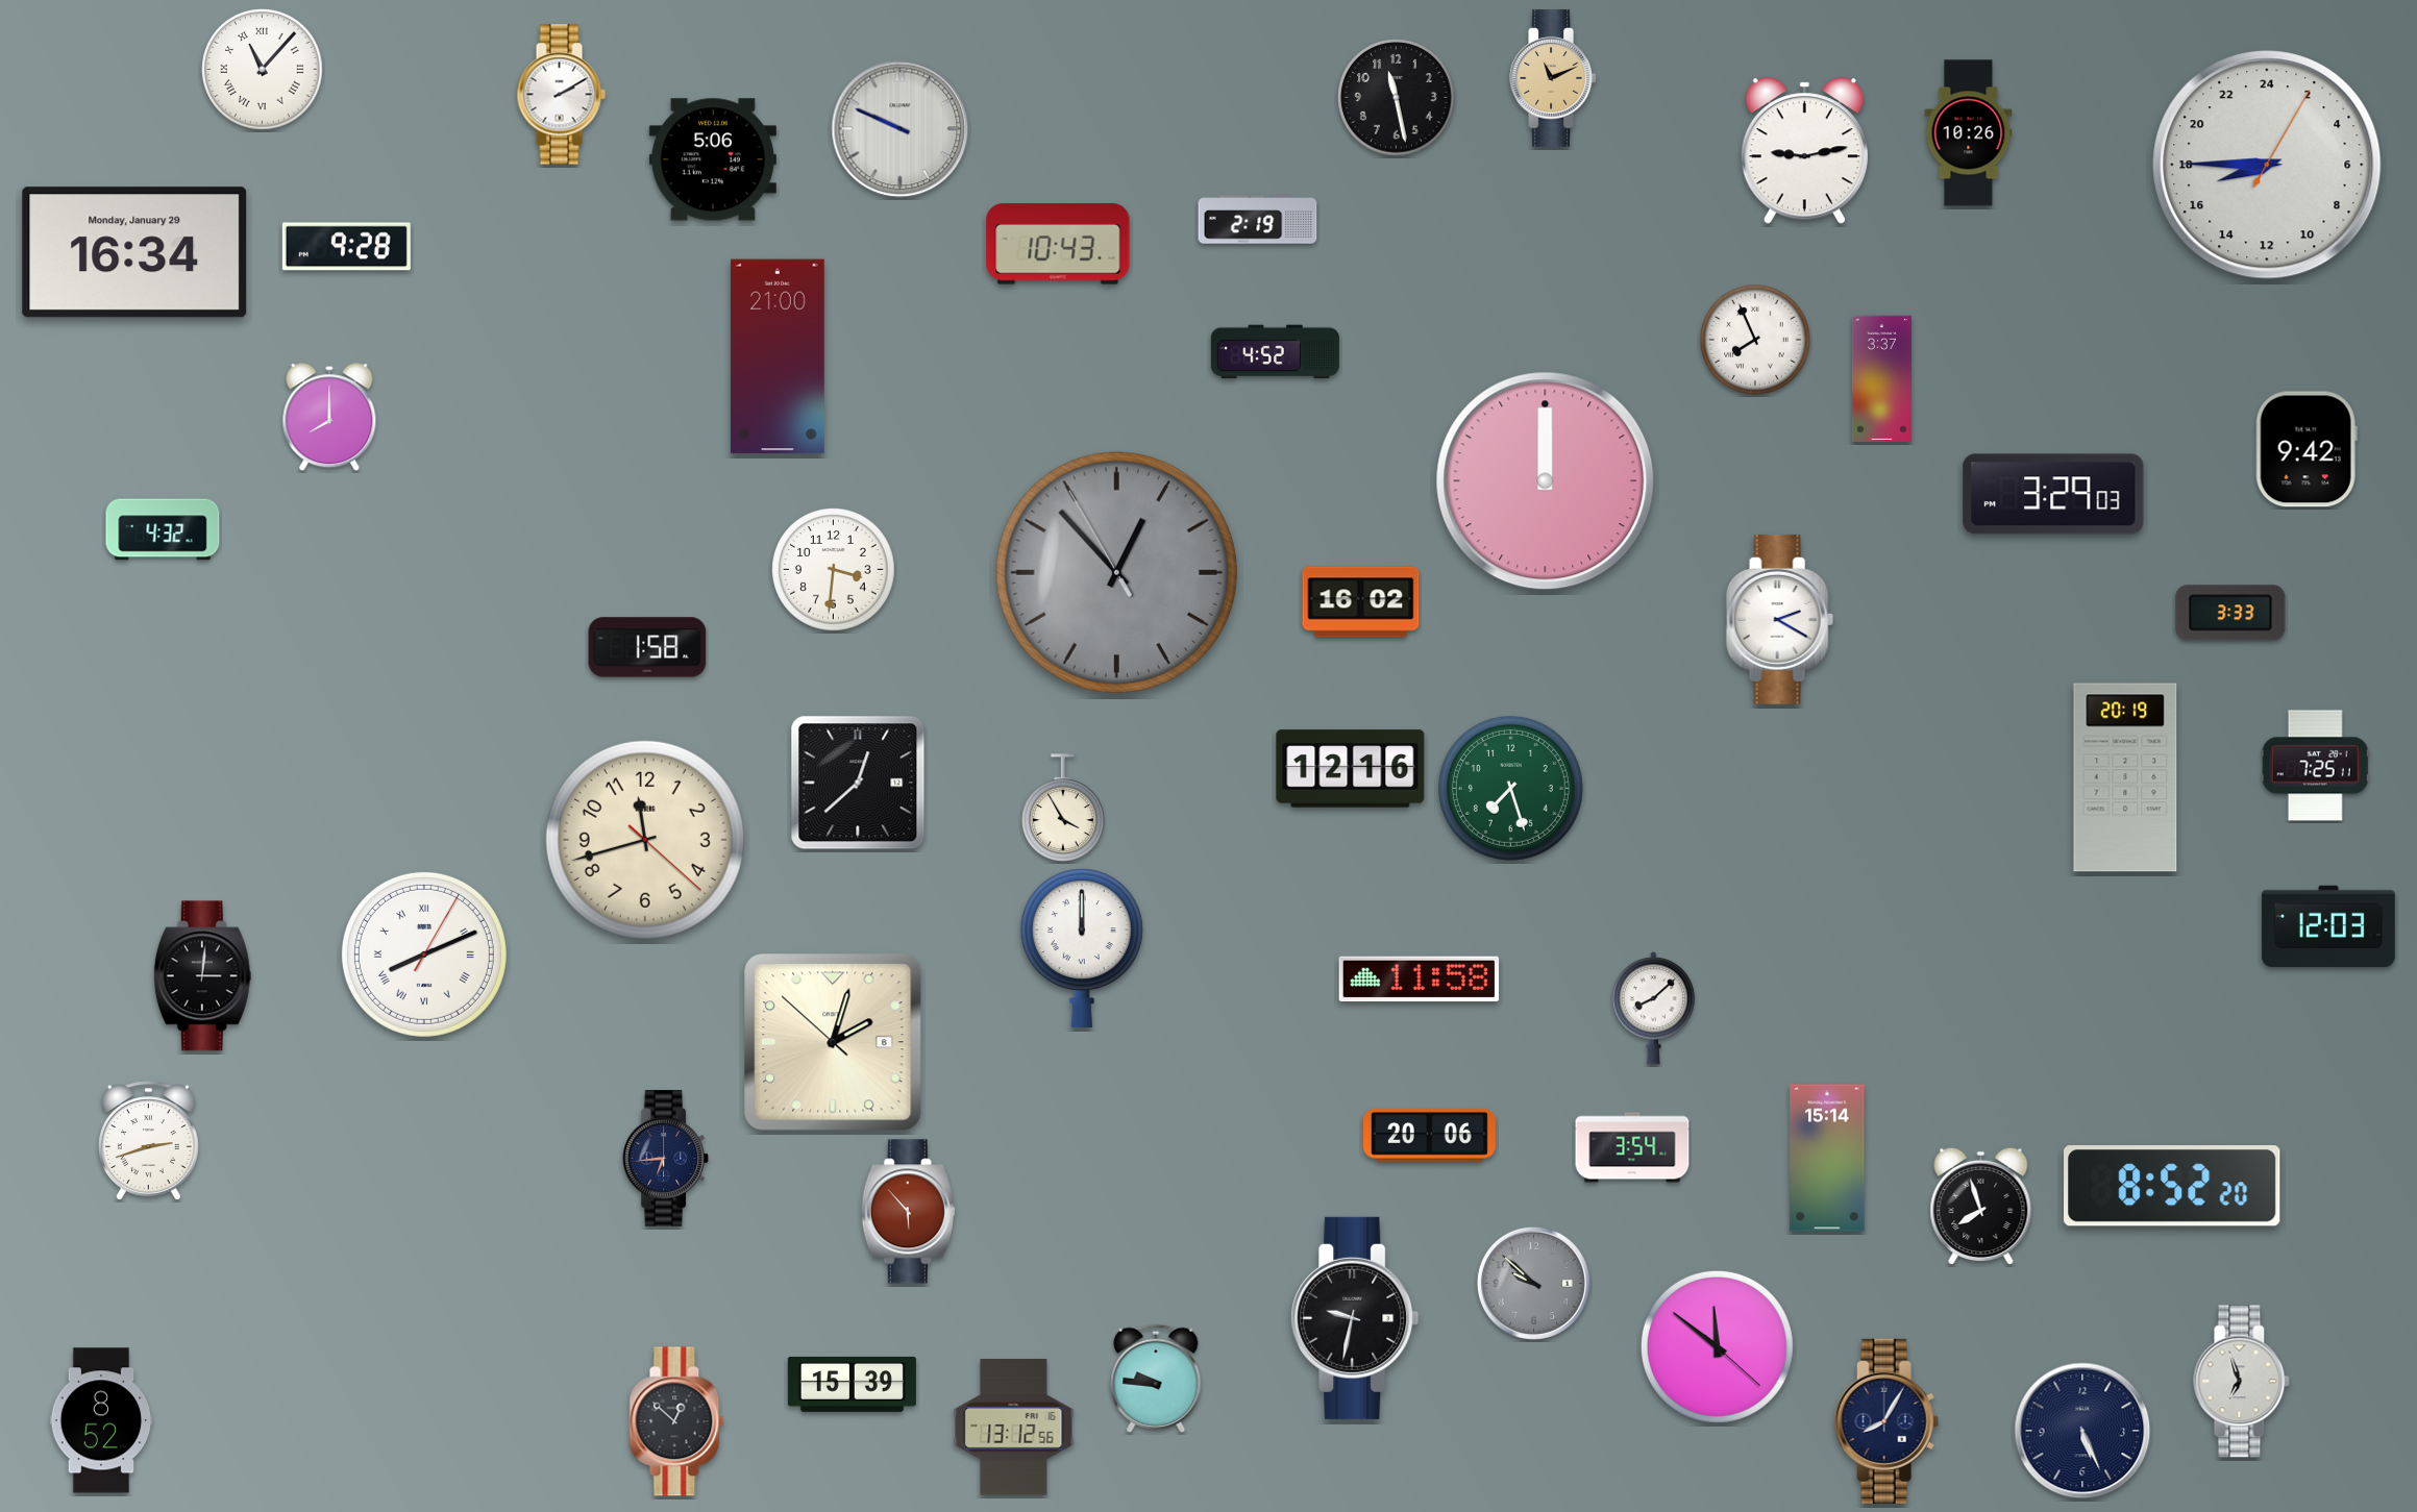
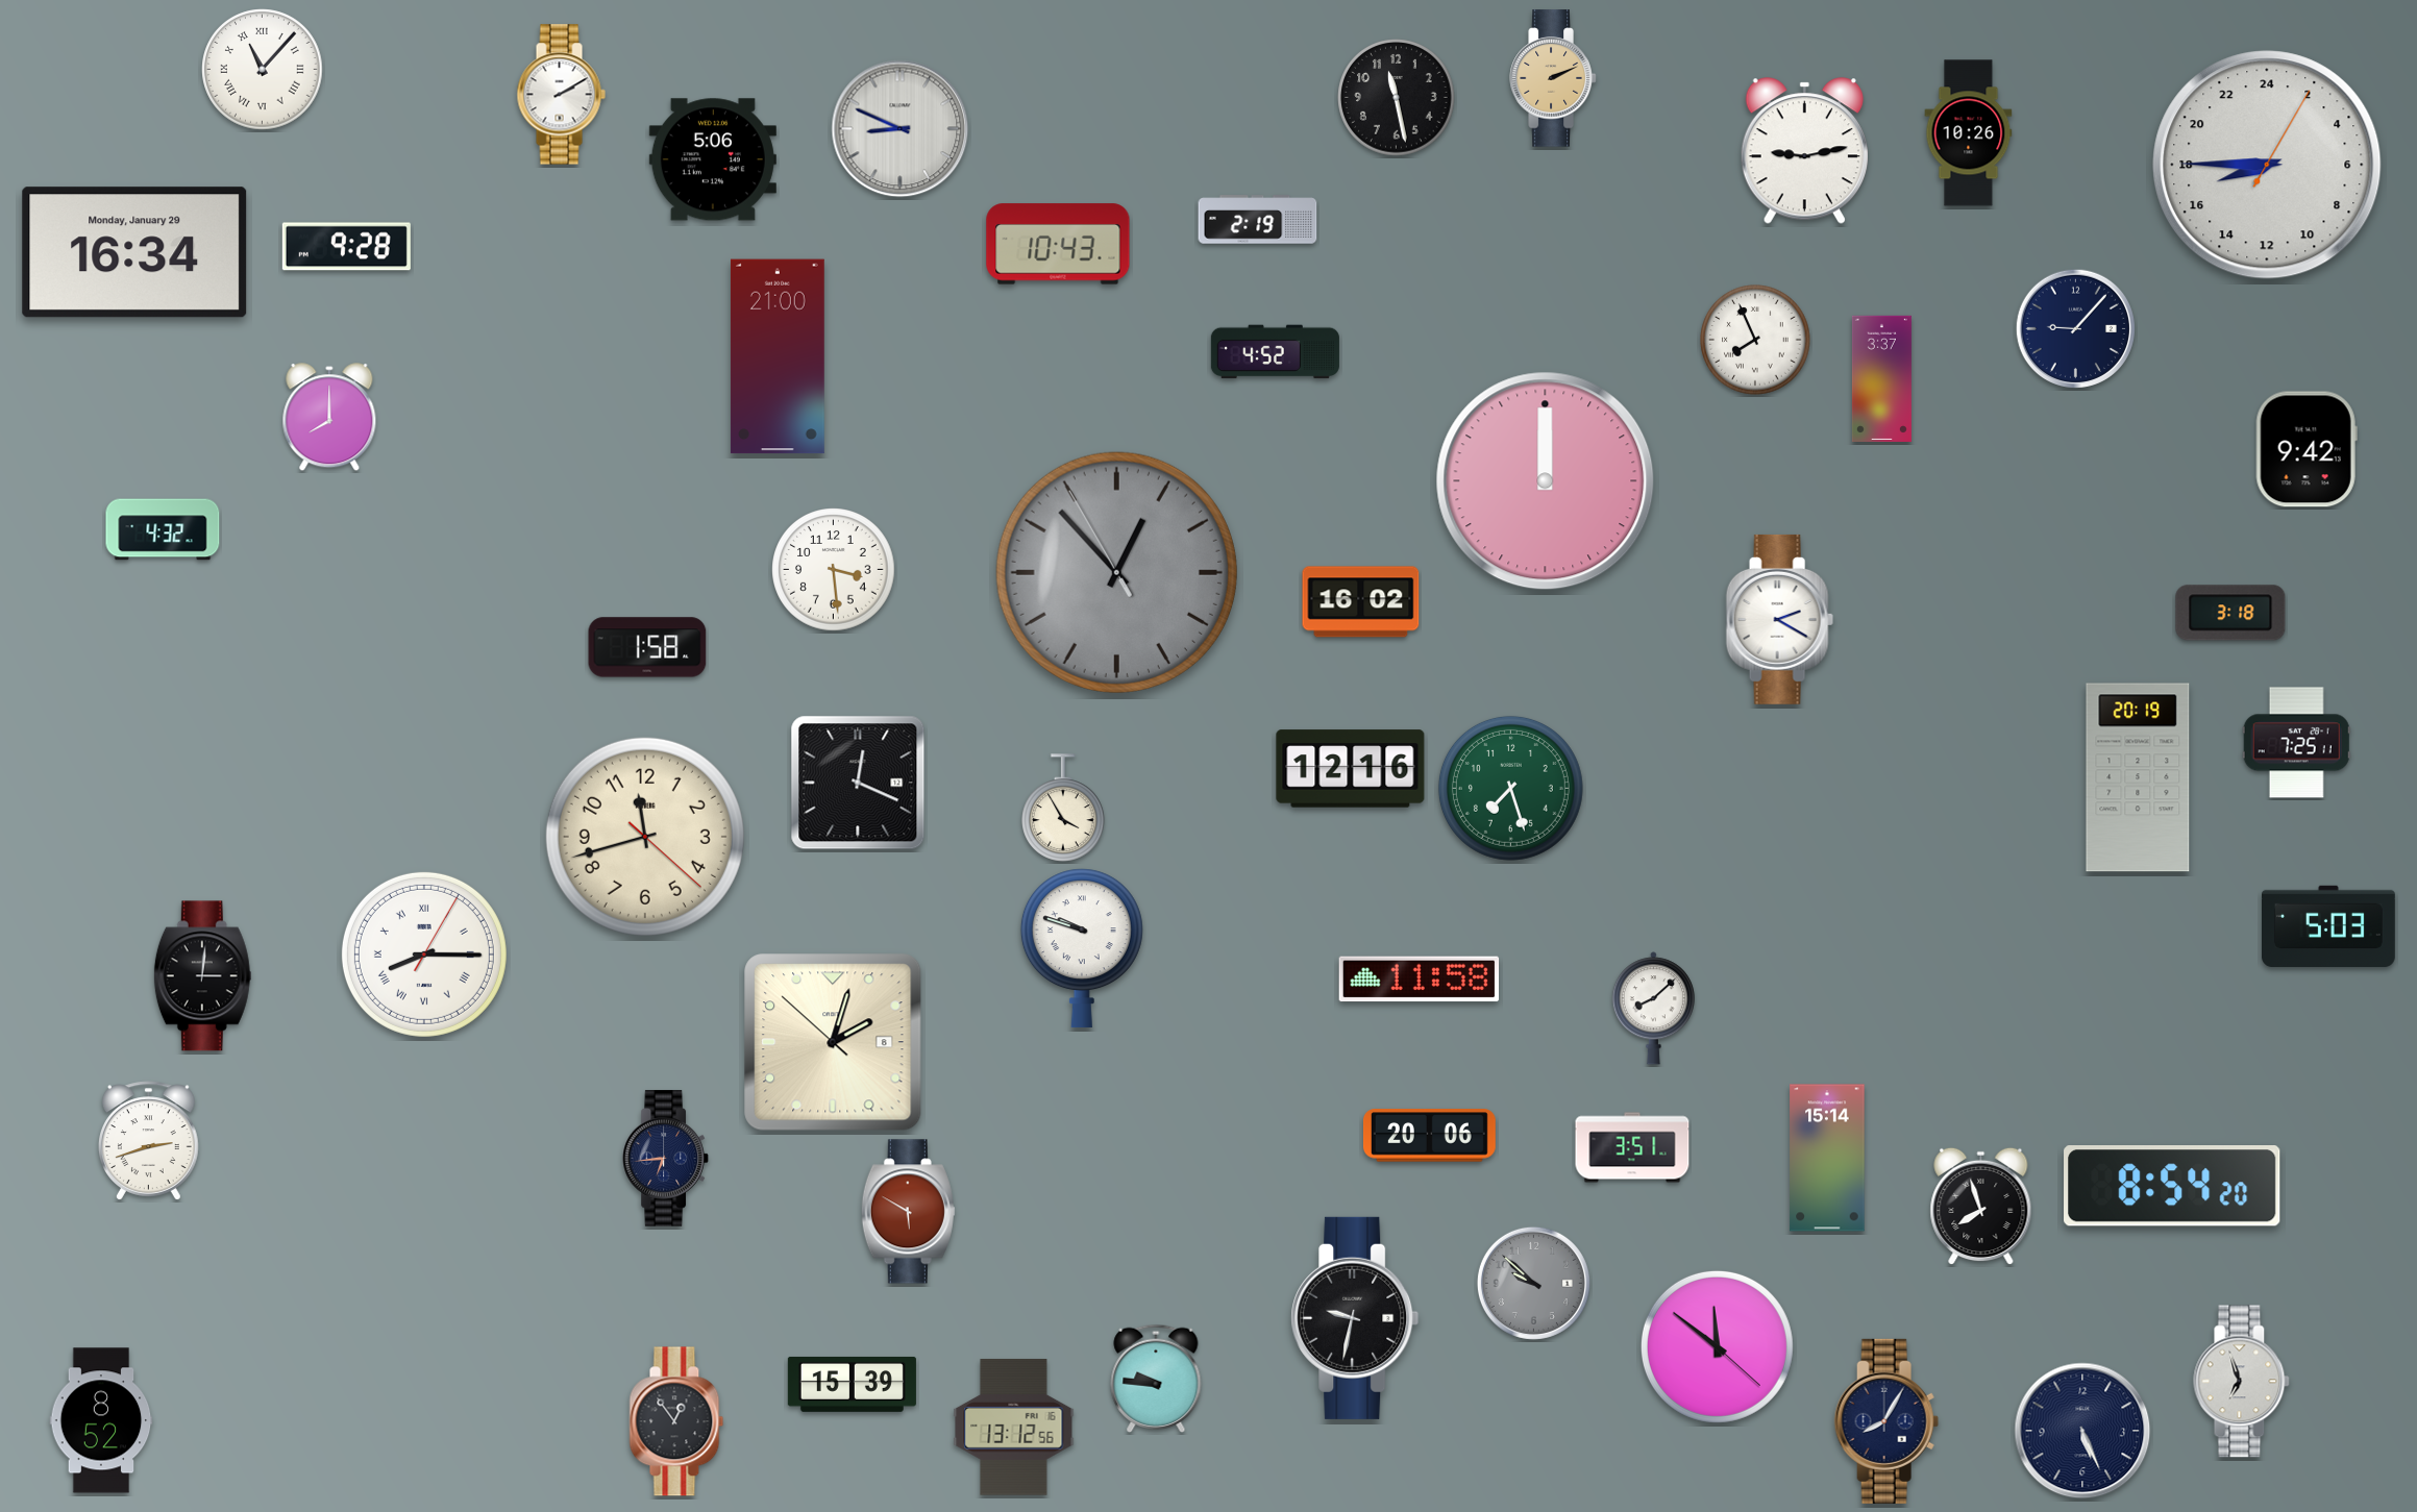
clock at (1553, 78): 11:11 -> 2:11
clock at (901, 129): 9:49 -> 8:49
clock at (2075, 328): none -> 9:07
clock at (2053, 494): 3:29 -> none
clock at (834, 570): 3:31 -> 3:29
clock at (2230, 613): 3:33 -> 3:18
clock at (2315, 766) position: (2315, 766) -> (2296, 743)
clock at (2125, 777) position: (2125, 777) -> (2138, 777)
clock at (858, 783): 12:38 -> 12:19
clock at (645, 840) position: (645, 840) -> (645, 837)
clock at (2329, 926): 12:03 -> 5:03
clock at (1082, 948): 12:00 -> 9:48
clock at (424, 955): 8:11 -> 8:15
clock at (1632, 1147): 3:54 -> 3:51
clock at (2172, 1187): 8:52 -> 8:54
clock at (908, 1212): 5:53 -> 5:50
clock at (676, 1421): 12:52 -> 12:54
